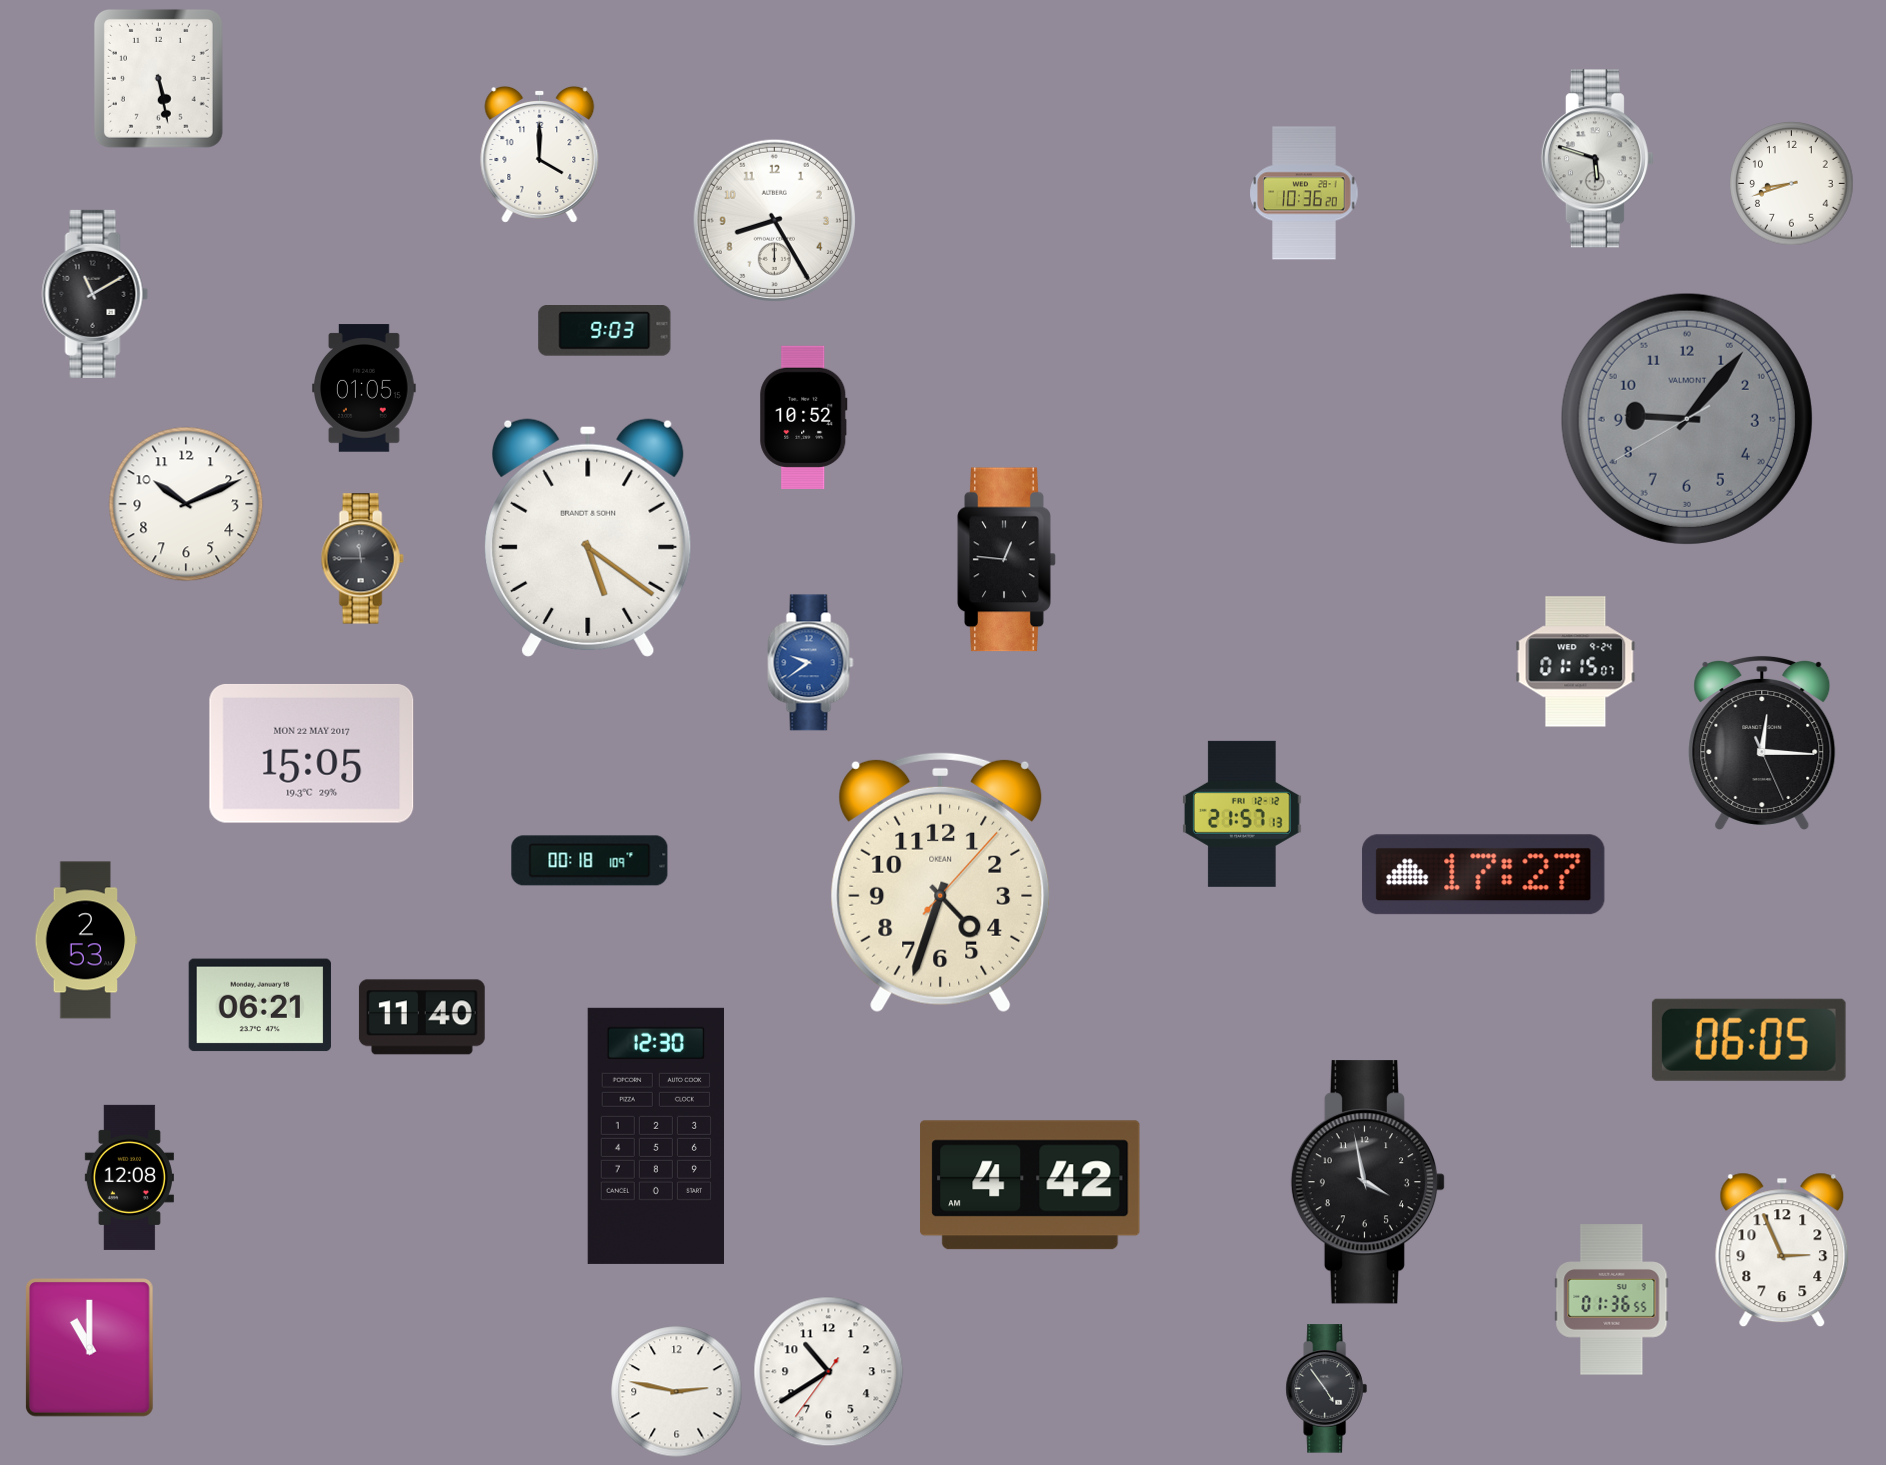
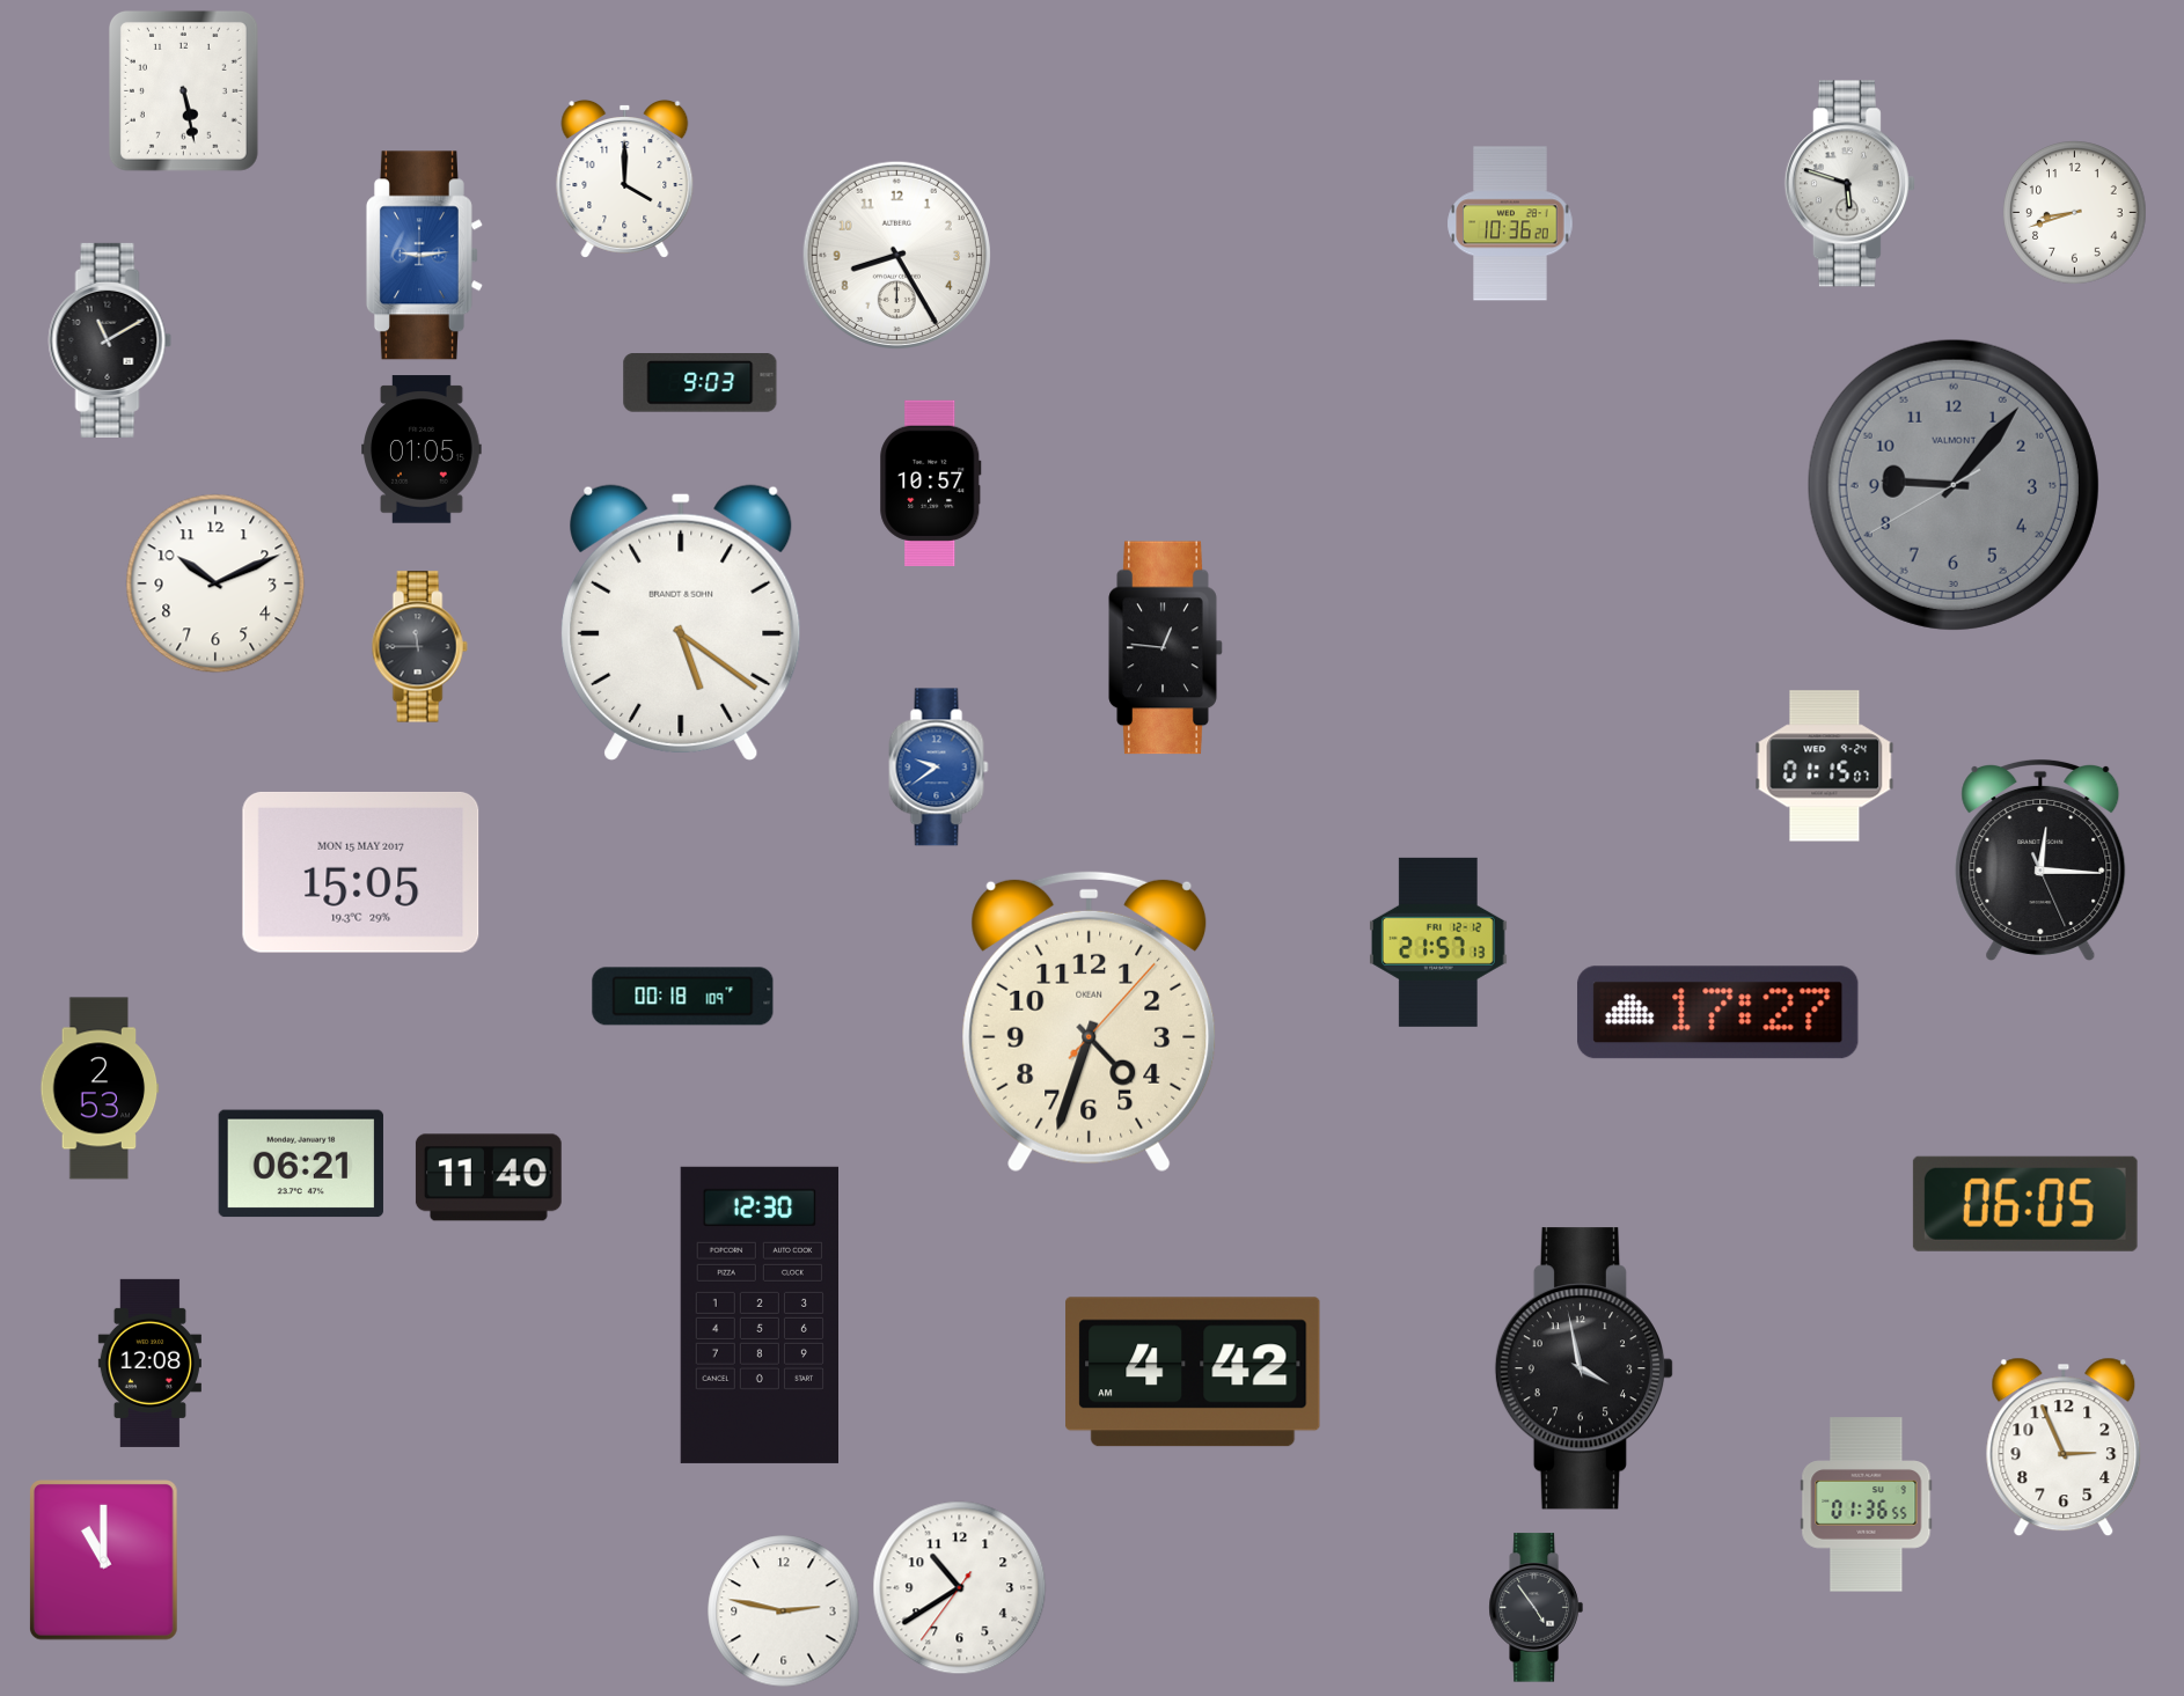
clock at (424, 256): none -> 9:14
clock at (804, 417): 10:52 -> 10:57
clock at (312, 753) date: MON 22 MAY 2017 -> MON 15 MAY 2017
